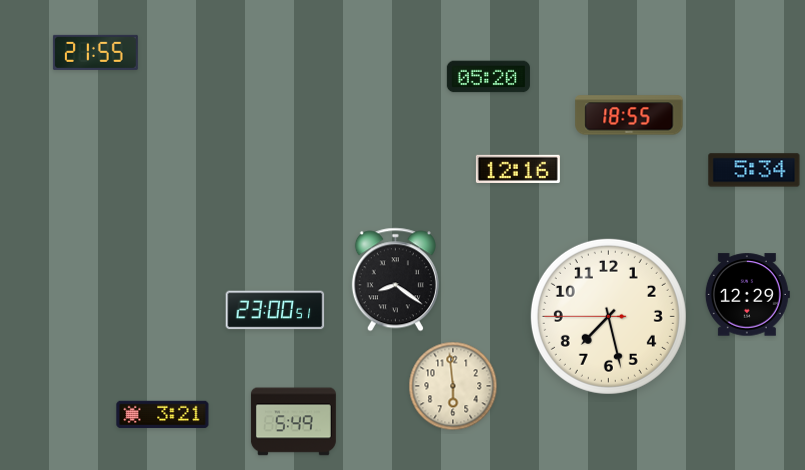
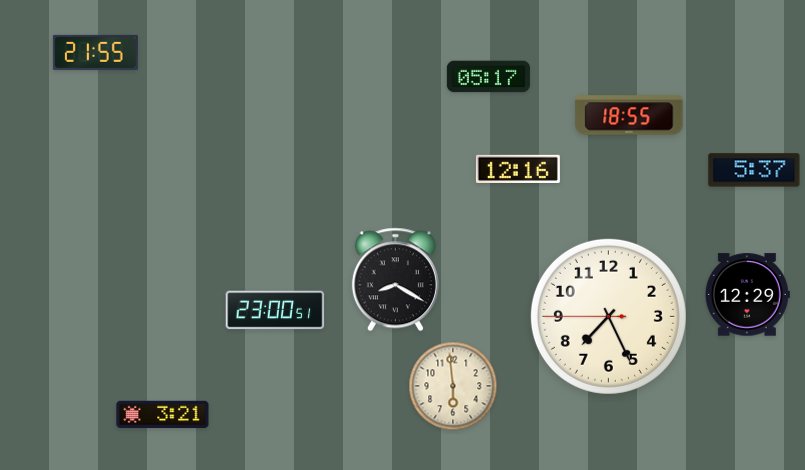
clock at (488, 77): 05:20 -> 05:17
clock at (754, 170): 5:34 -> 5:37
clock at (395, 280): 8:21 -> 8:20
clock at (608, 316): 7:27 -> 7:25
clock at (293, 422): 5:49 -> none
